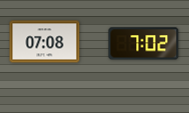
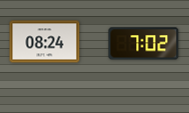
clock at (45, 42): 07:08 -> 08:24
